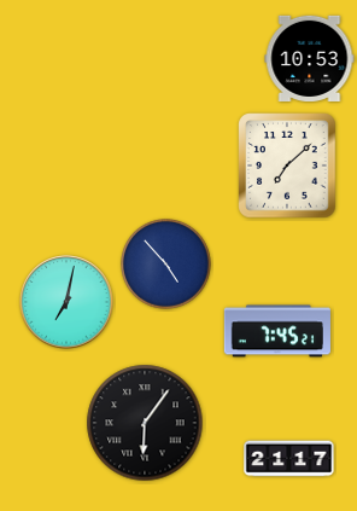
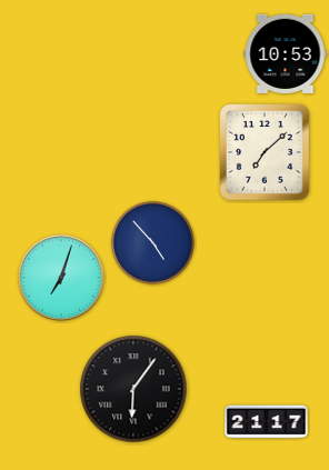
clock at (66, 302): 7:02 -> 7:03
clock at (277, 331): 7:45 -> none
